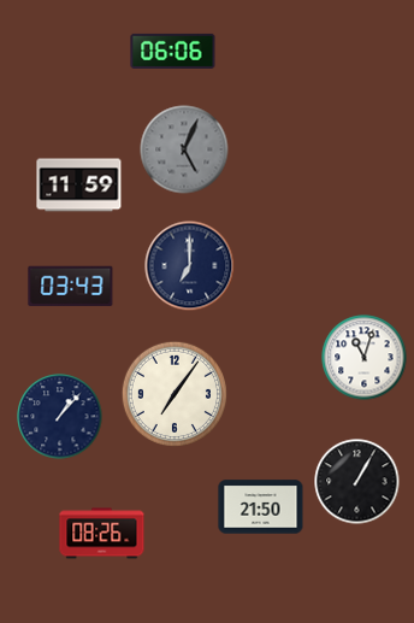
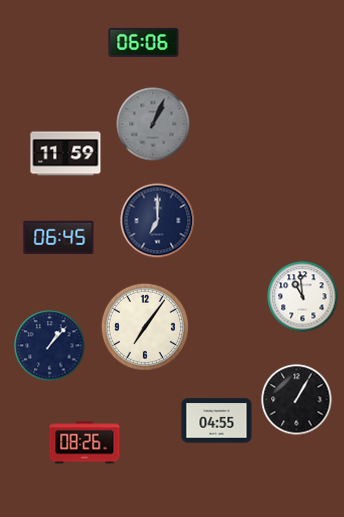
clock at (184, 149): 5:04 -> 1:04
clock at (71, 286): 03:43 -> 06:45
clock at (365, 358): 11:03 -> 10:59
clock at (261, 507): 21:50 -> 04:55
